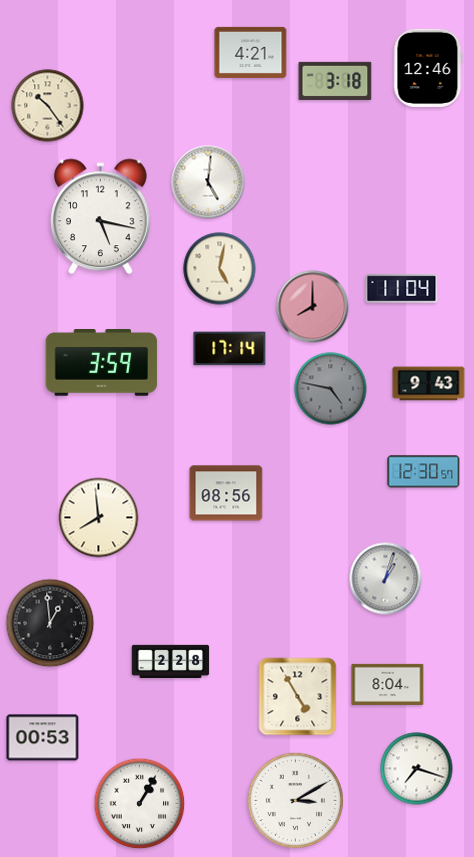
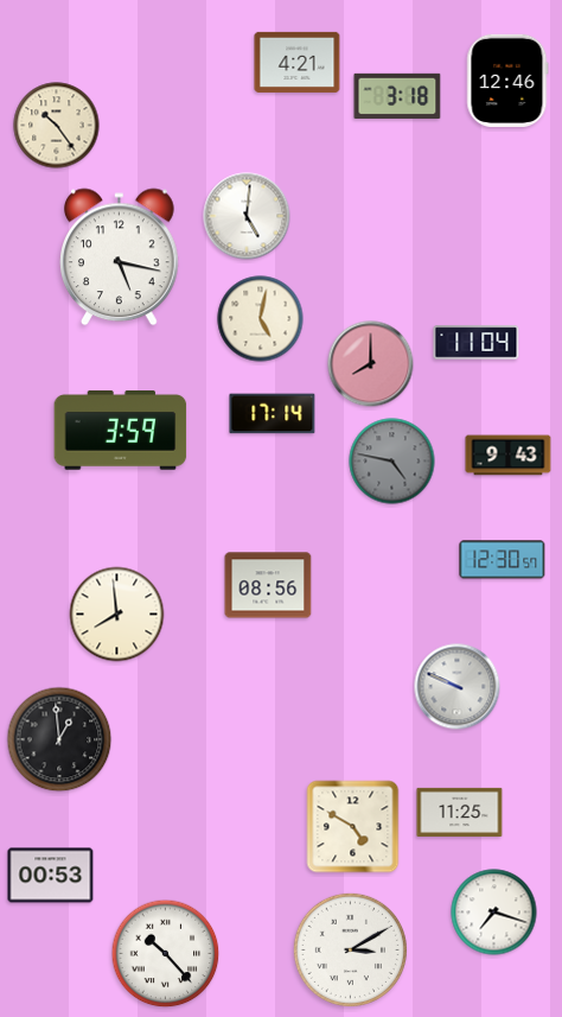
clock at (386, 579): 1:03 -> 9:49
clock at (171, 662): 2:28 -> none
clock at (388, 684): 8:04 -> 11:25
clock at (298, 697): 4:55 -> 4:50
clock at (140, 804): 1:05 -> 10:23
